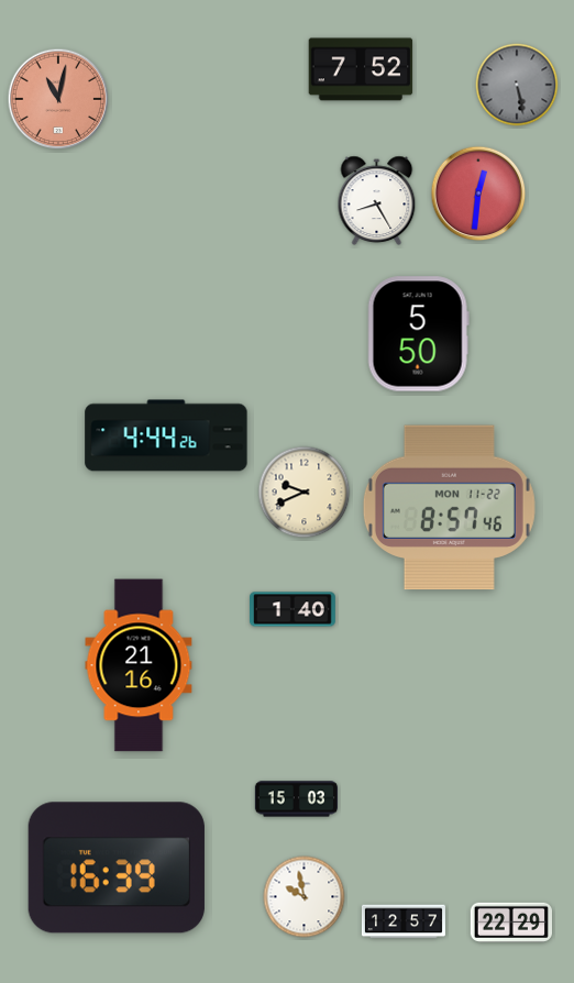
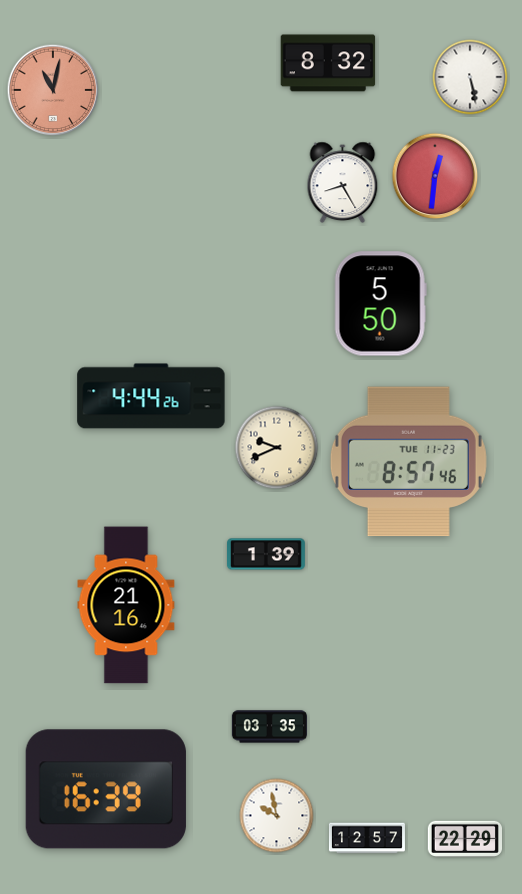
clock at (361, 69): 7:52 -> 8:32
clock at (517, 85) dial: grey -> white
clock at (449, 508) date: MON 11-22 -> TUE 11-23
clock at (294, 609): 1:40 -> 1:39
clock at (296, 799): 15:03 -> 03:35
